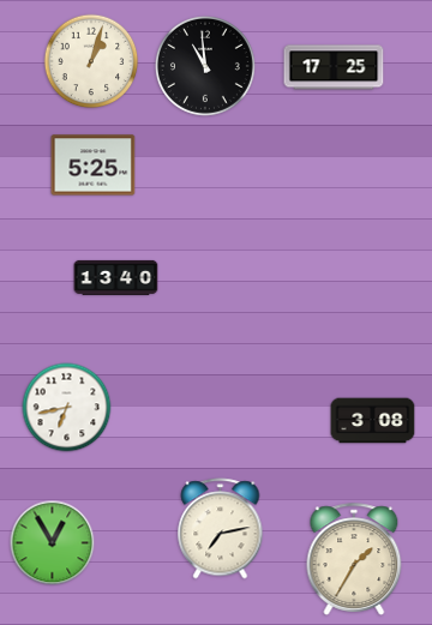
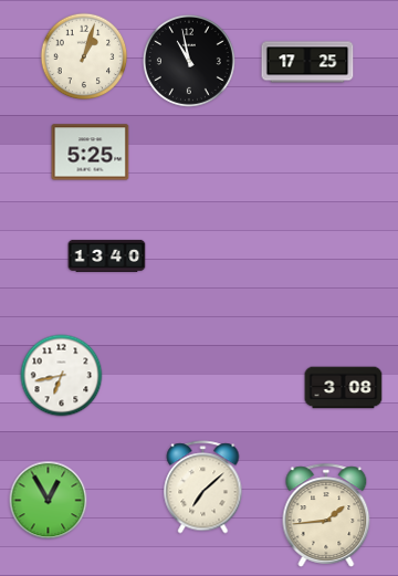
clock at (205, 66): 10:59 -> 10:58
clock at (94, 166) position: (94, 166) -> (91, 153)
clock at (221, 529): 7:13 -> 7:08
clock at (354, 559): 1:35 -> 1:44
